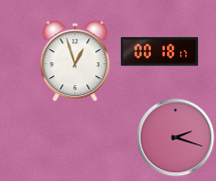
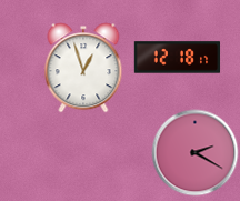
clock at (159, 52): 00:18 -> 12:18
clock at (175, 137): 2:18 -> 2:20
